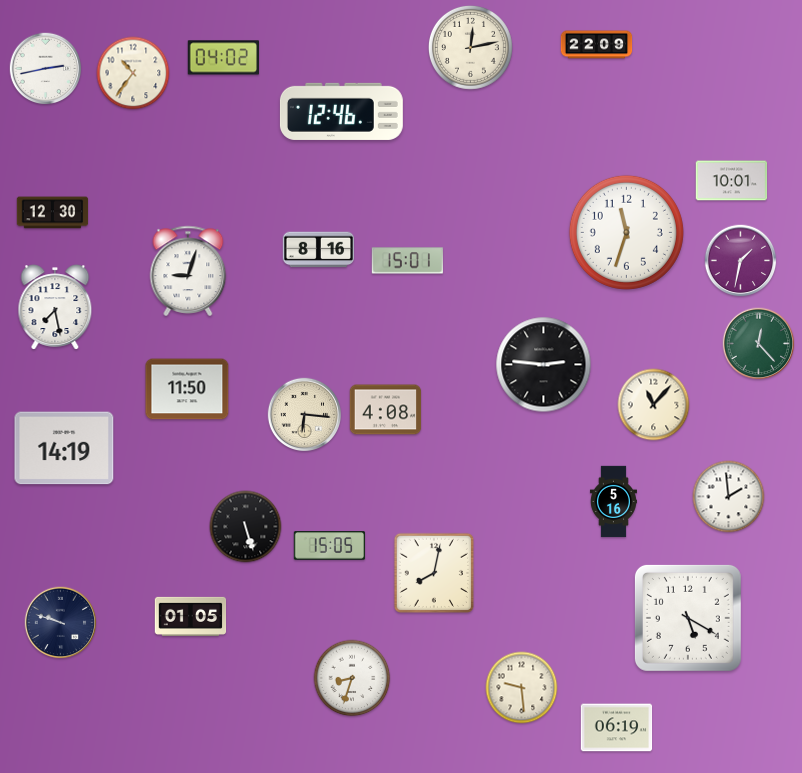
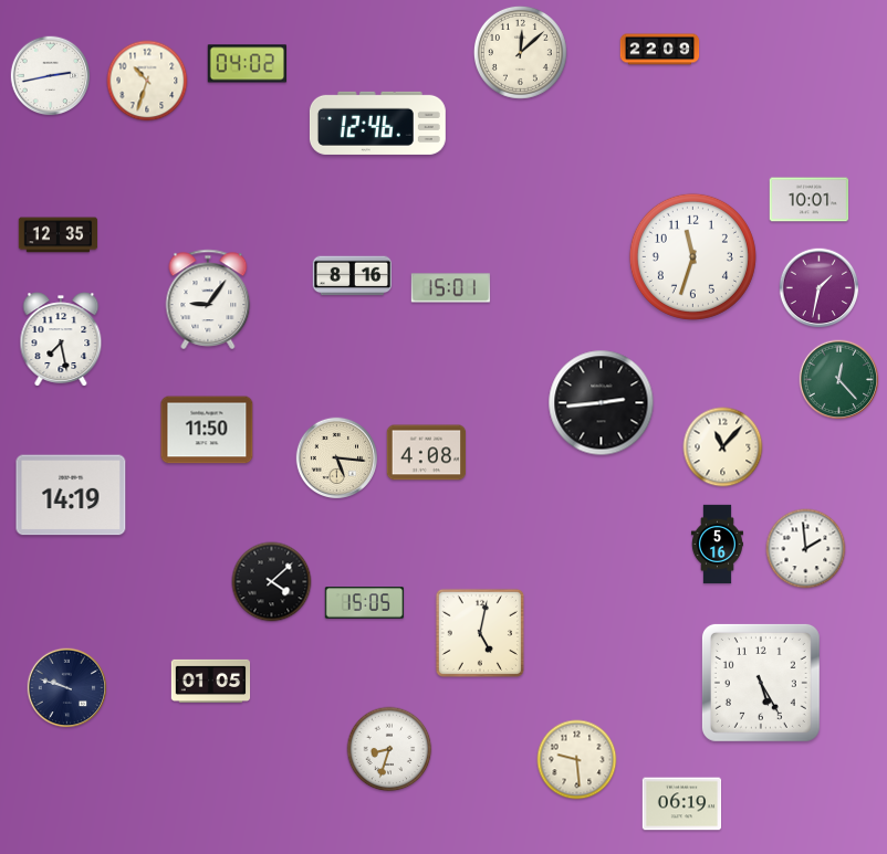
clock at (470, 47): 12:13 -> 12:08
clock at (133, 73): 10:36 -> 10:33
clock at (53, 213): 12:30 -> 12:35
clock at (188, 271): 9:03 -> 9:06
clock at (544, 365): 2:46 -> 2:44
clock at (305, 415): 6:16 -> 5:16
clock at (613, 502) position: (613, 502) -> (717, 545)
clock at (246, 527): 5:27 -> 4:08
clock at (434, 573): 8:02 -> 5:02
clock at (688, 618): 5:20 -> 5:25
